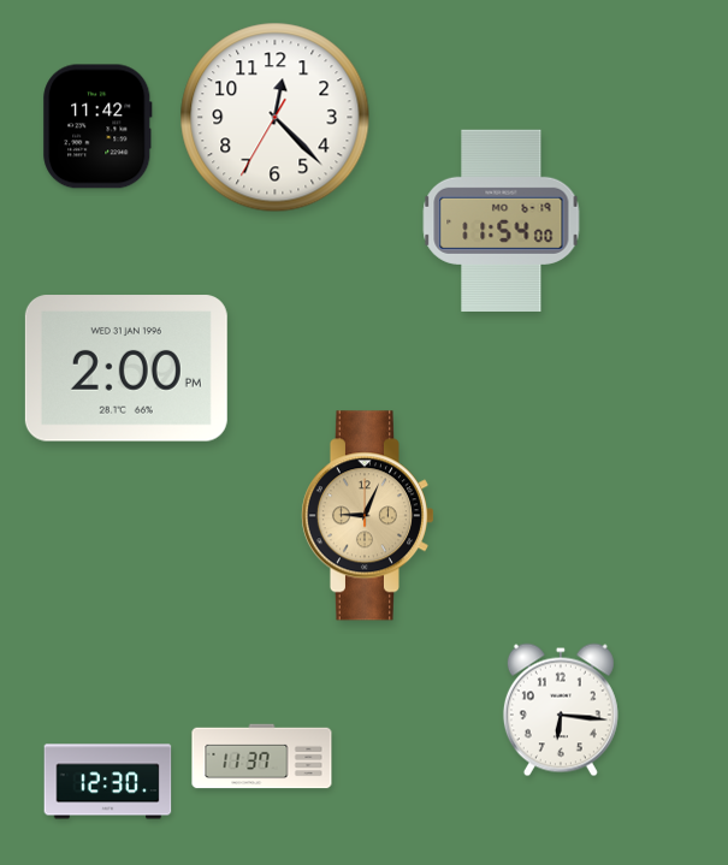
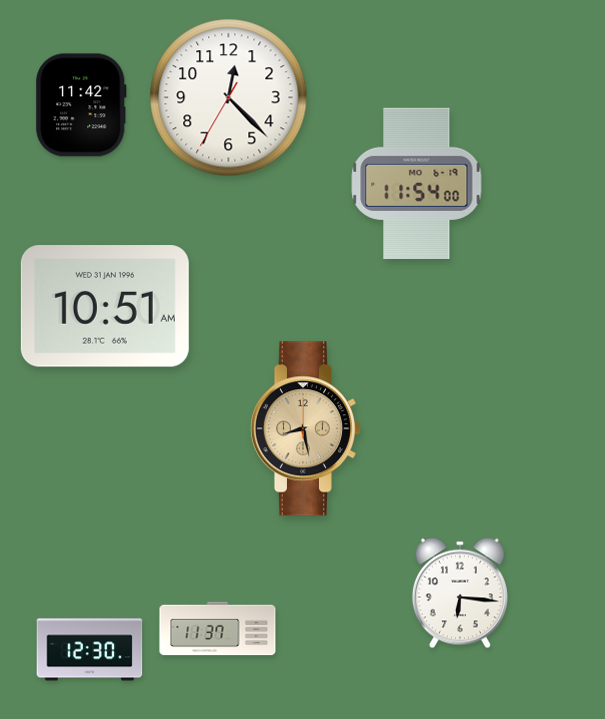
clock at (126, 368): 2:00 -> 10:51
clock at (367, 516): 9:04 -> 8:28
clock at (561, 710) position: (561, 710) -> (460, 593)
